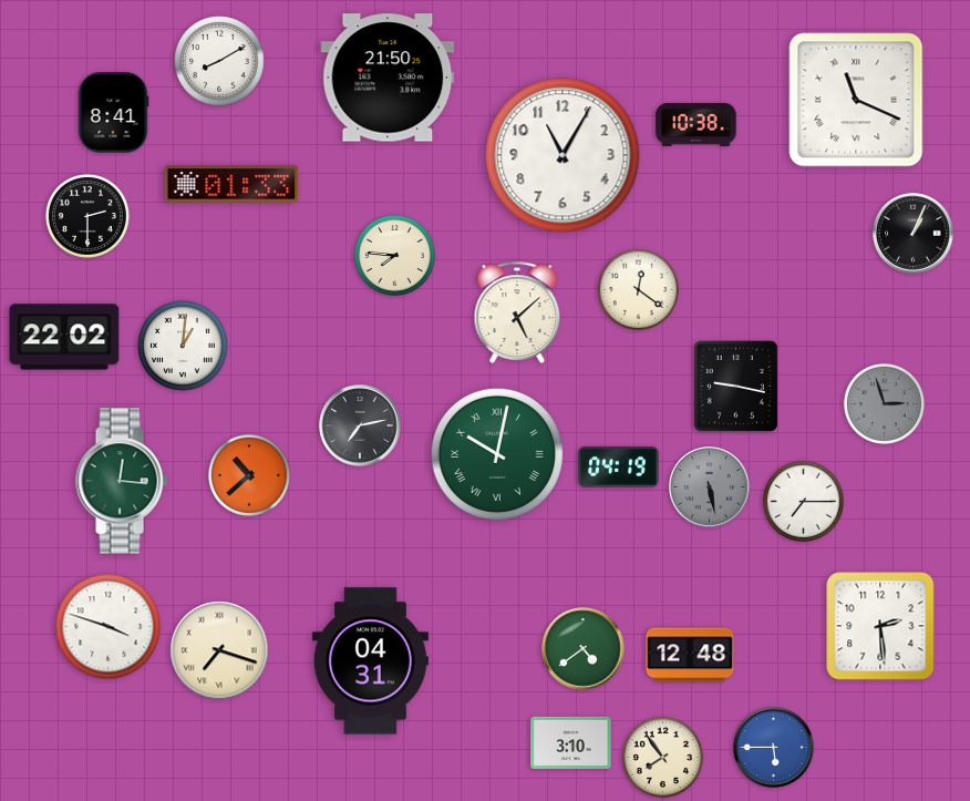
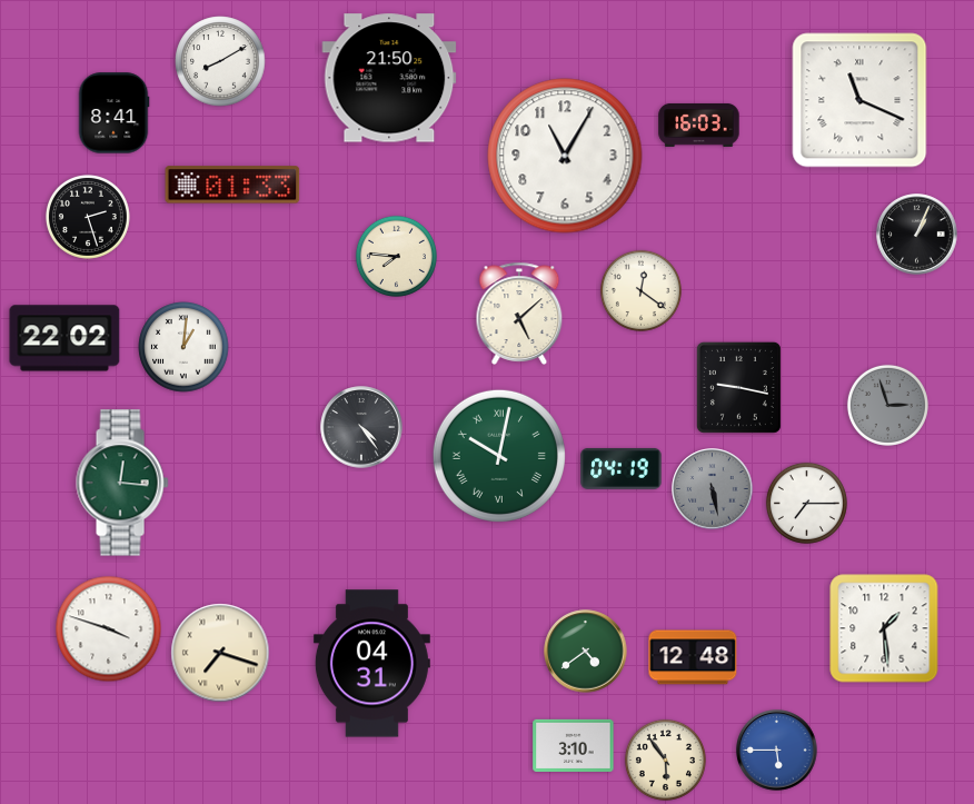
clock at (696, 124): 10:38 -> 16:03
clock at (87, 216): 2:30 -> 2:27
clock at (360, 425): 7:13 -> 4:24
clock at (249, 475): 10:38 -> none
clock at (880, 626): 2:29 -> 1:29
clock at (662, 757): 7:54 -> 5:54
